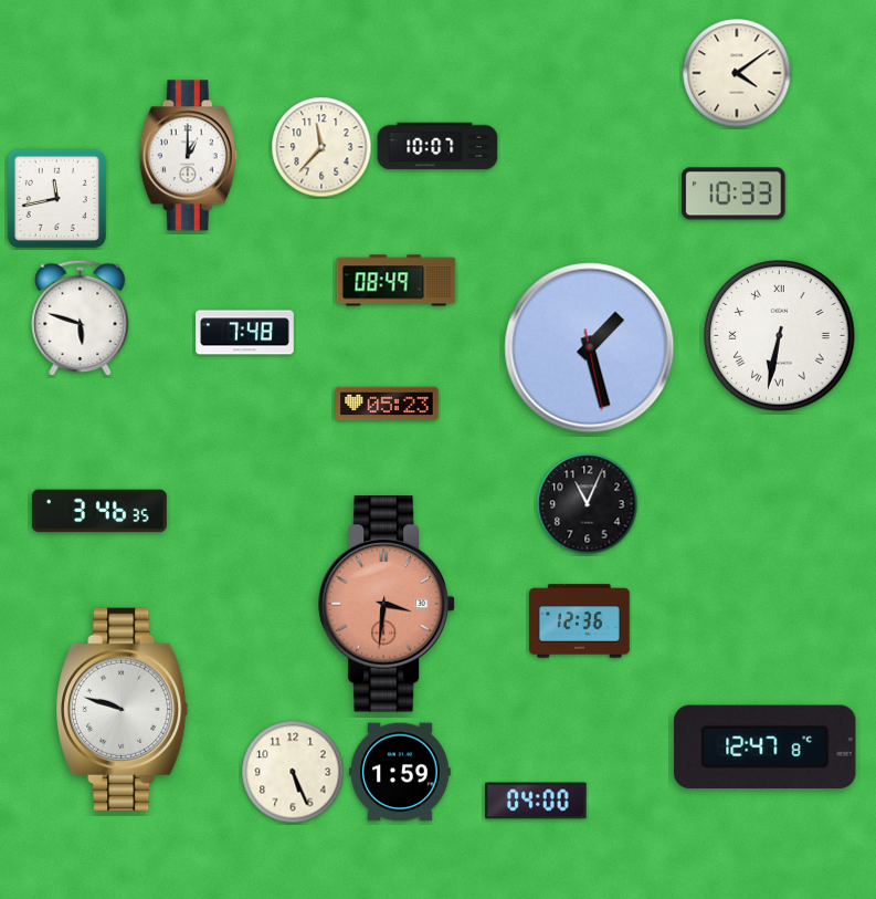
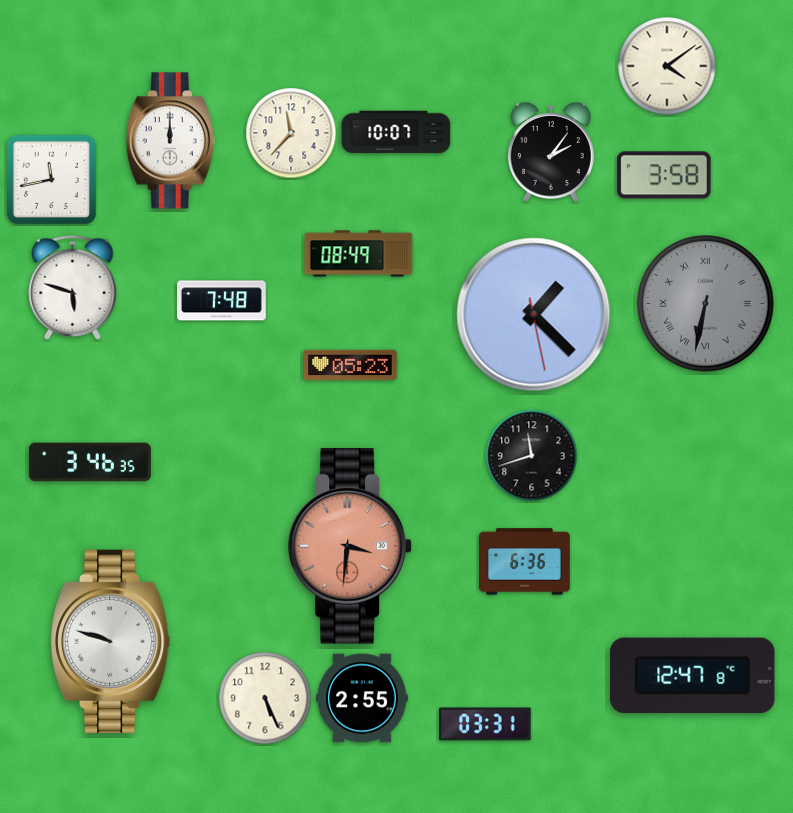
clock at (188, 156): 1:00 -> 12:00
clock at (551, 152): none -> 2:06
clock at (733, 194): 10:33 -> 3:58
clock at (780, 336) dial: white -> grey
clock at (590, 348): 1:27 -> 1:22
clock at (588, 504): 11:04 -> 11:42
clock at (580, 621): 12:36 -> 6:36
clock at (400, 772): 1:59 -> 2:55
clock at (536, 801): 04:00 -> 03:31
